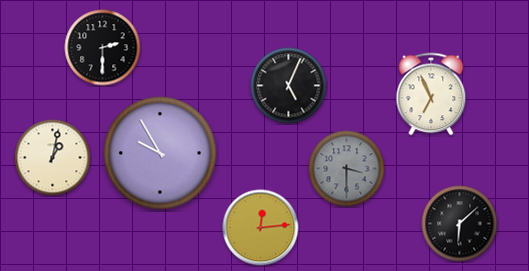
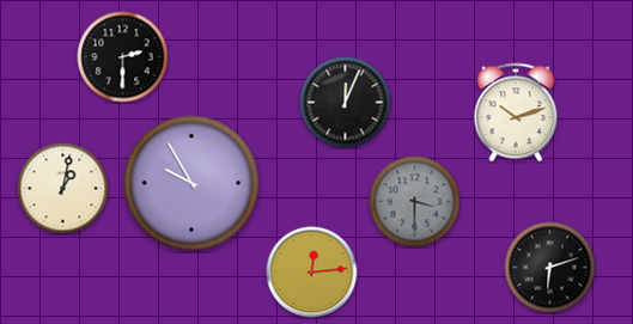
clock at (289, 86): 5:04 -> 12:04
clock at (431, 94): 6:56 -> 10:12
clock at (460, 224): 6:08 -> 6:12
